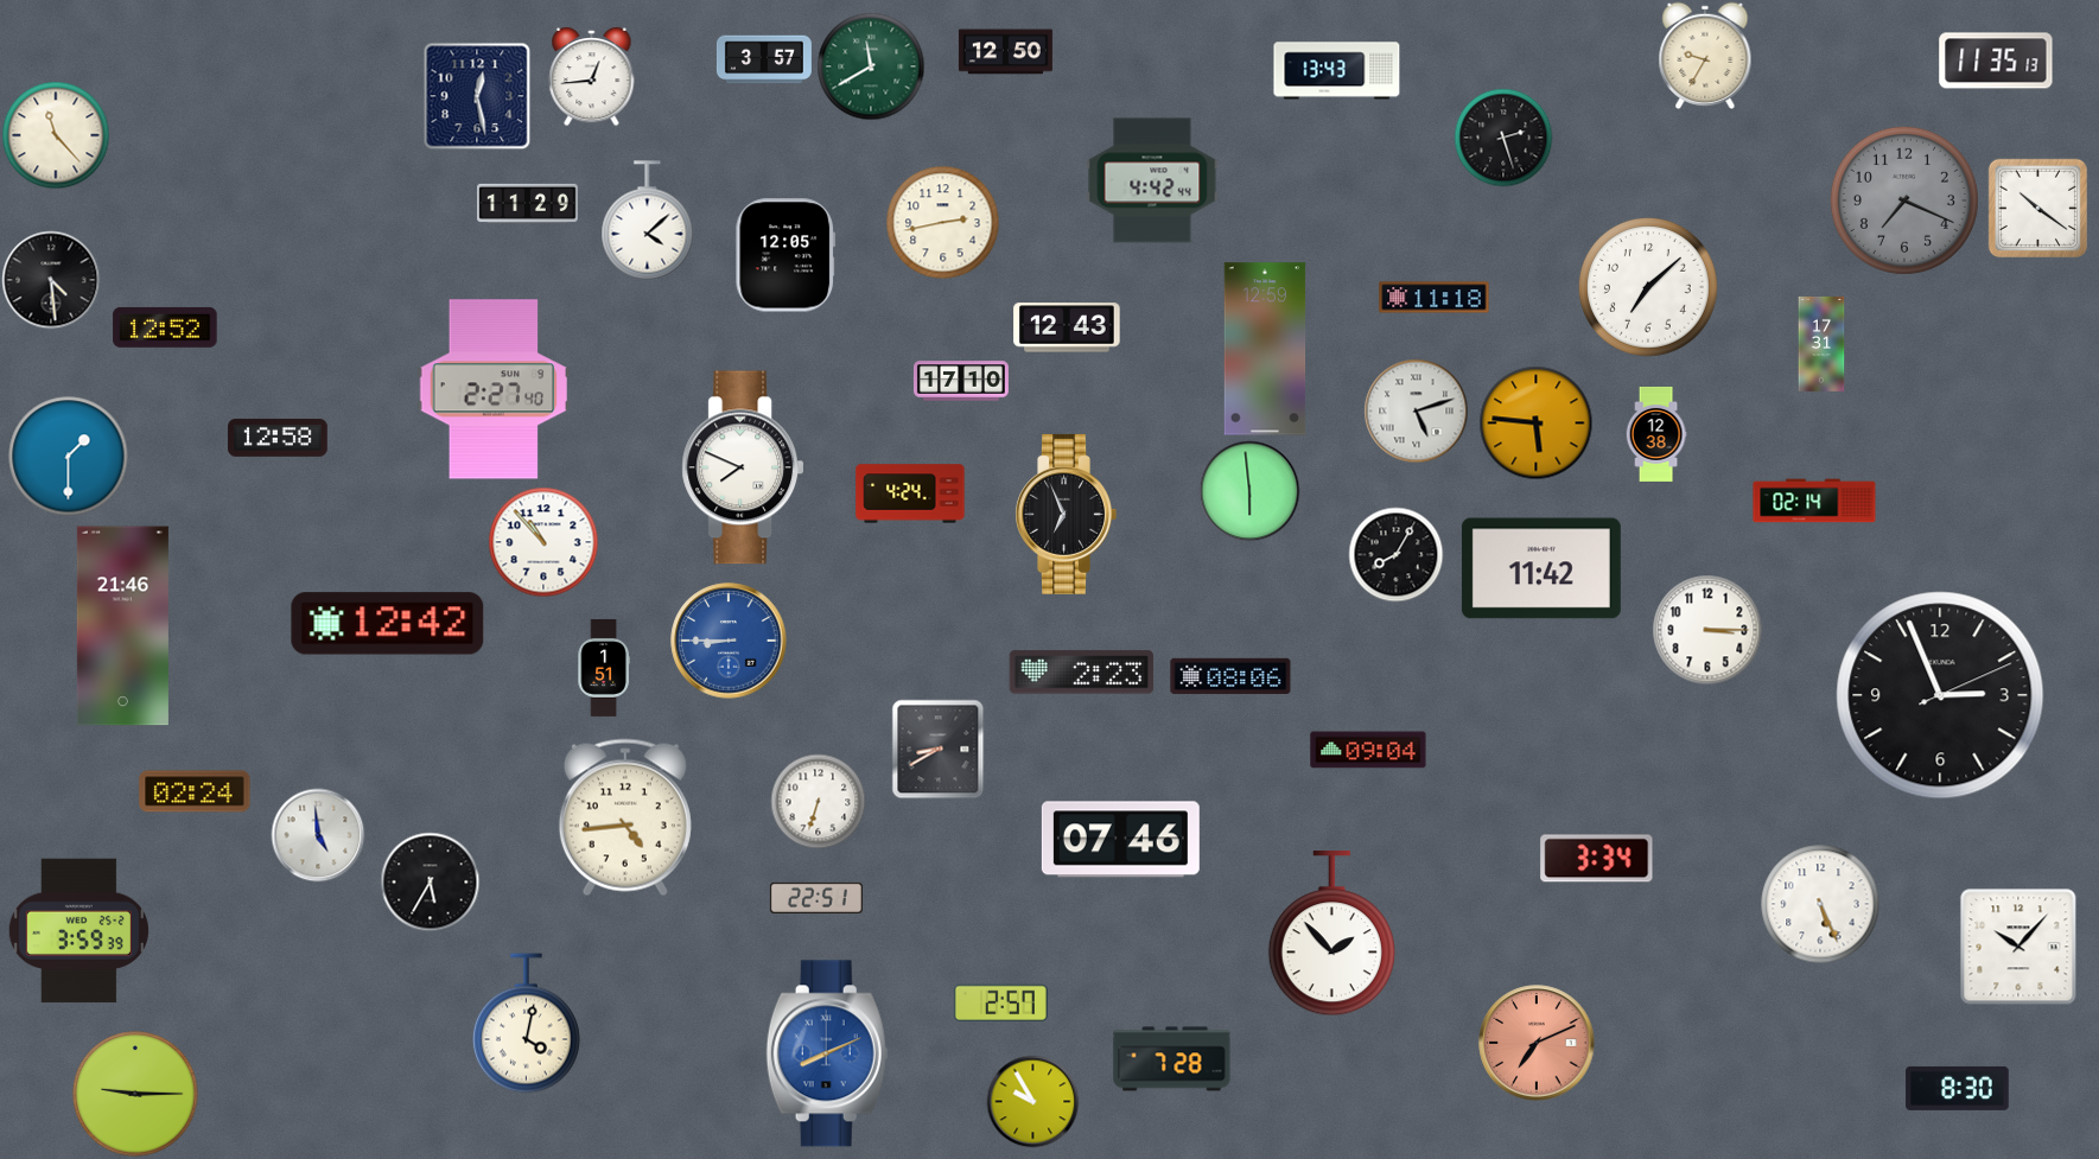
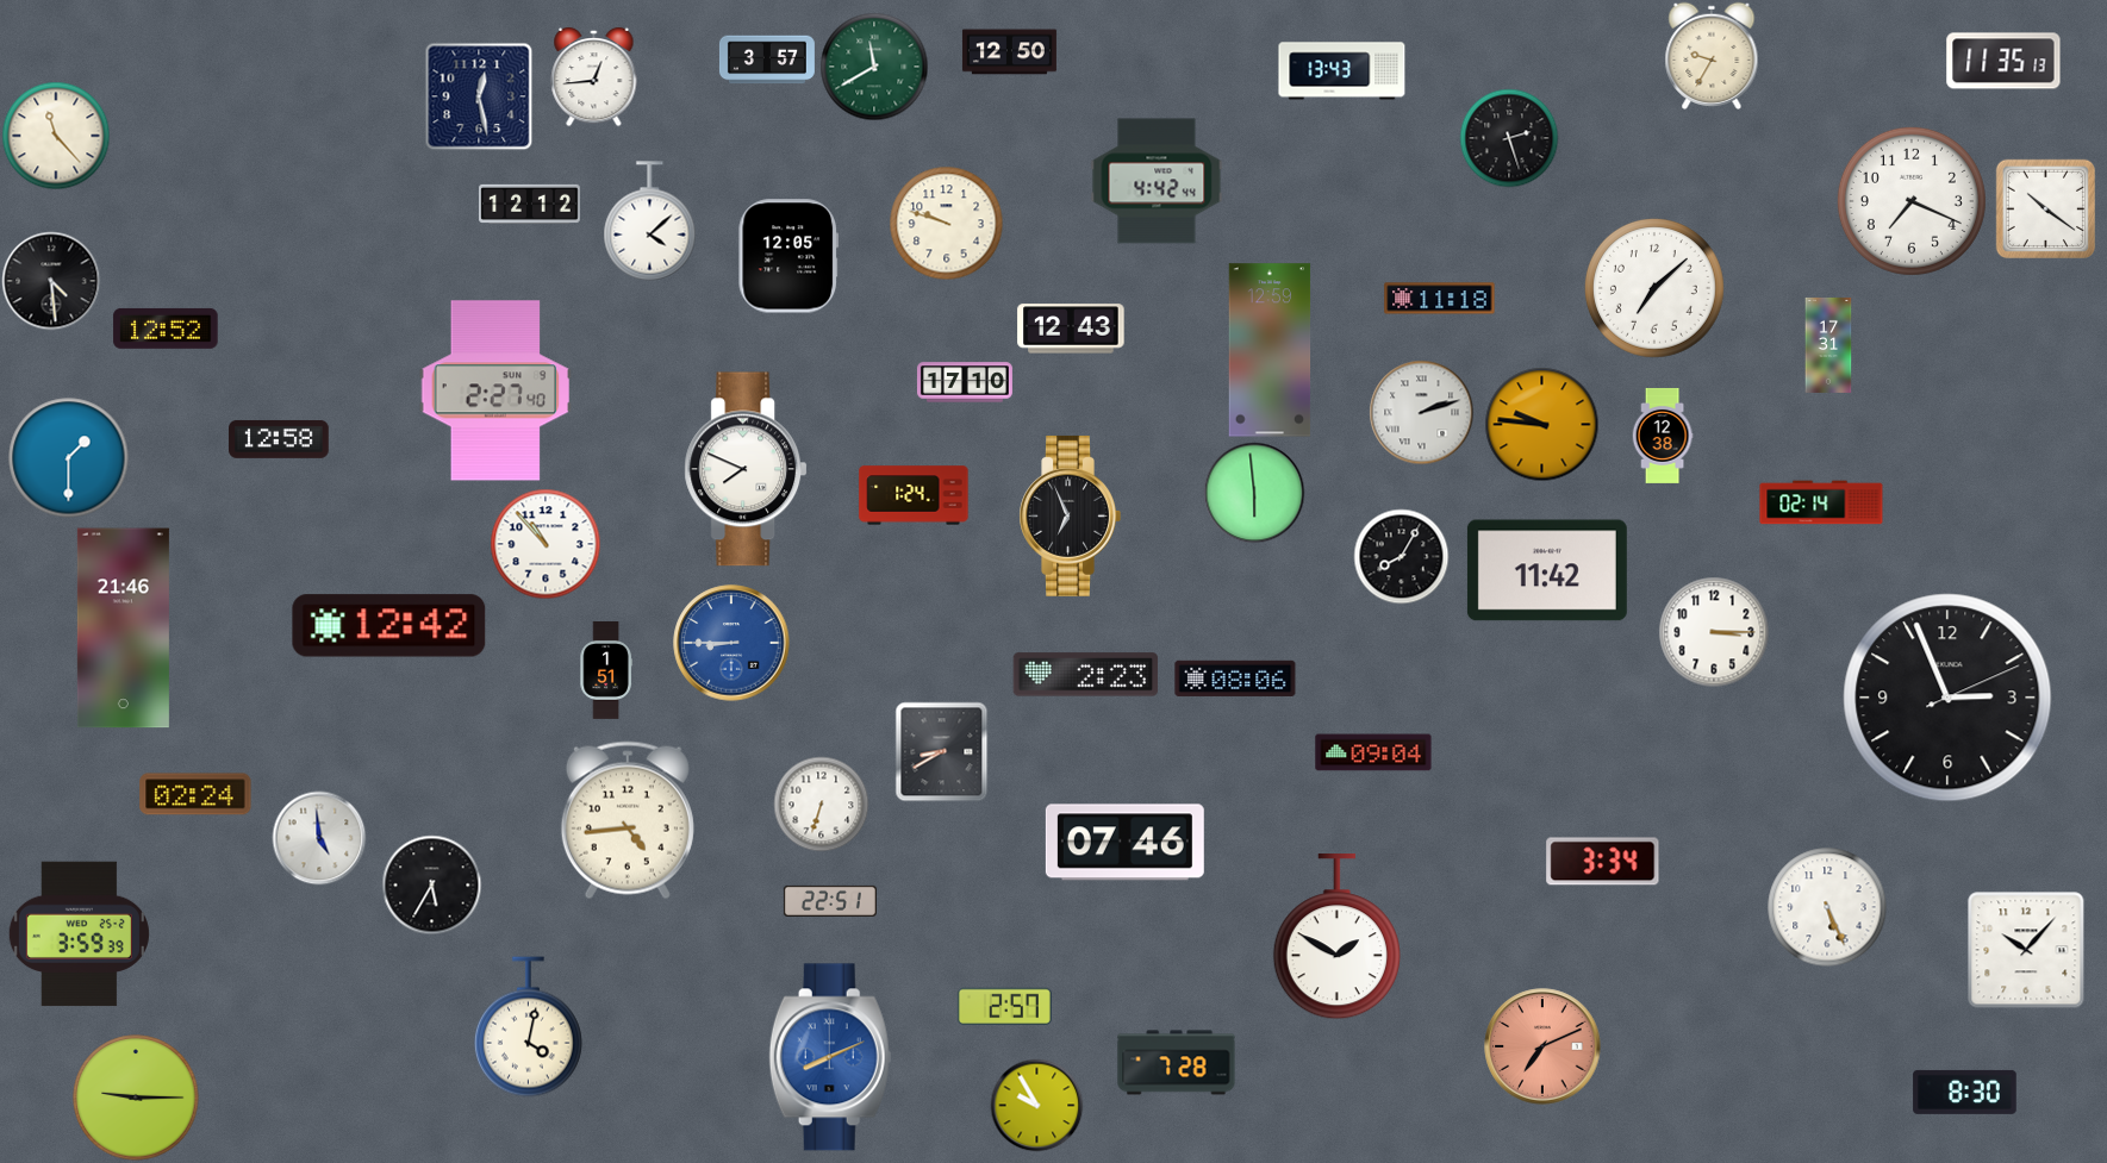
clock at (1904, 200) dial: grey -> white
clock at (528, 203): 11:29 -> 12:12
clock at (942, 222): 2:43 -> 9:48
clock at (1416, 410): 5:12 -> 2:12
clock at (1535, 422): 5:46 -> 9:46
clock at (910, 493): 4:24 -> 1:24
clock at (816, 898) position: (816, 898) -> (830, 901)
clock at (1331, 935): 1:53 -> 1:50
